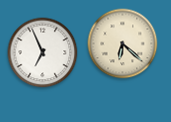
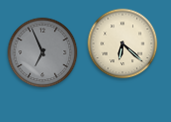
clock at (43, 53) dial: white -> grey
